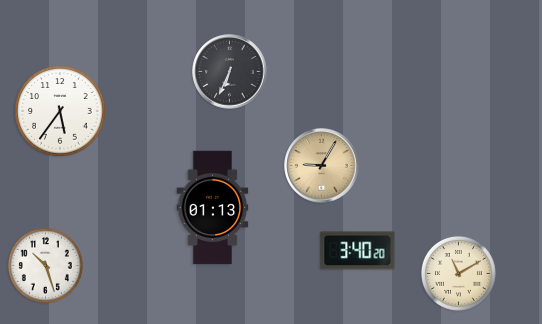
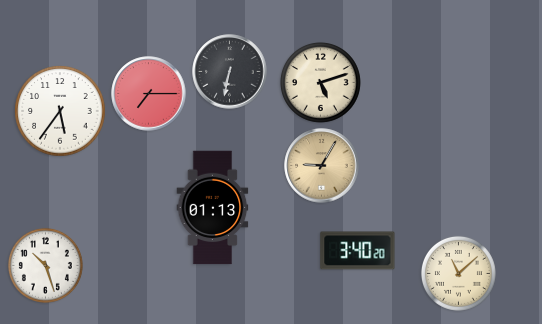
clock at (230, 72): 6:34 -> 6:32
clock at (320, 82): none -> 5:12
clock at (149, 94): none -> 7:15
clock at (458, 273): 11:10 -> 11:08
